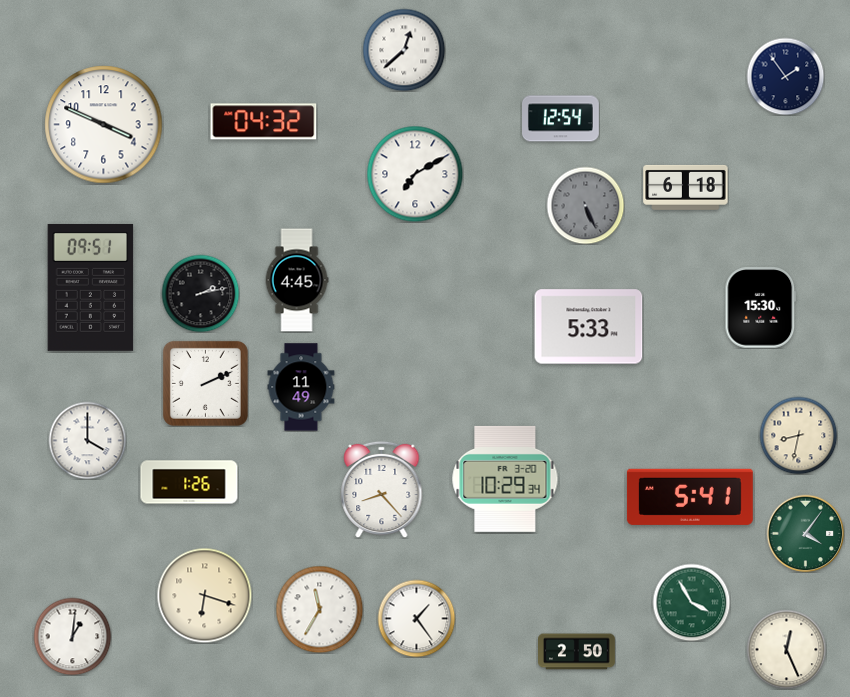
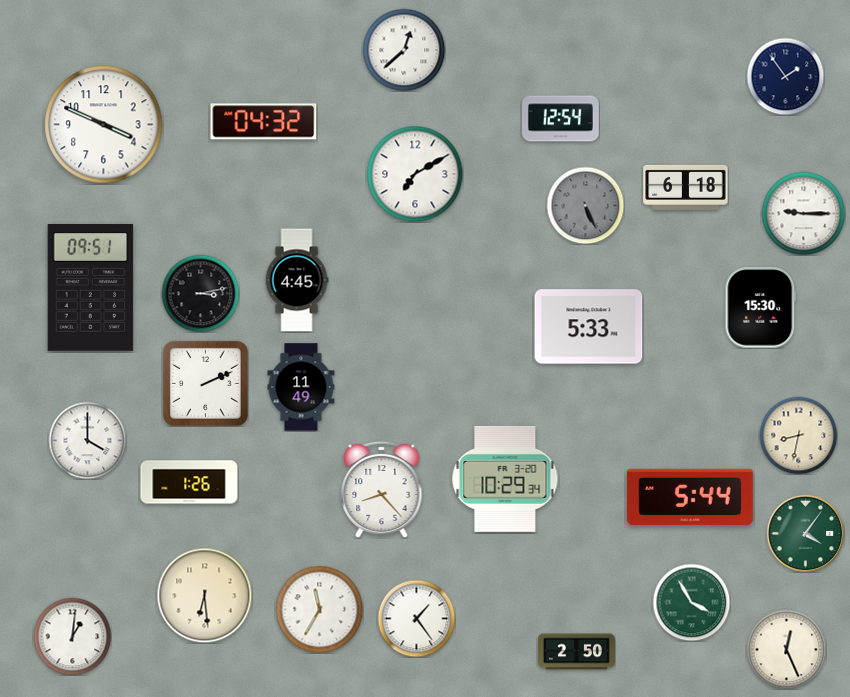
clock at (803, 213): none -> 9:15
clock at (200, 293): 2:13 -> 3:13
clock at (690, 497): 5:41 -> 5:44
clock at (204, 595): 6:18 -> 6:29
